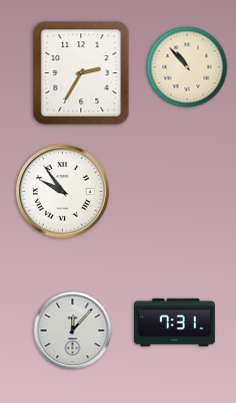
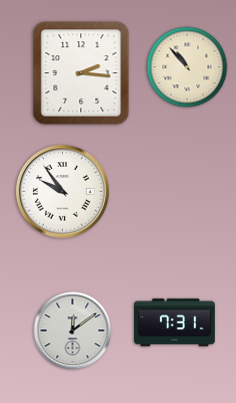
clock at (81, 73): 2:35 -> 2:16
clock at (73, 331): 12:07 -> 12:09
